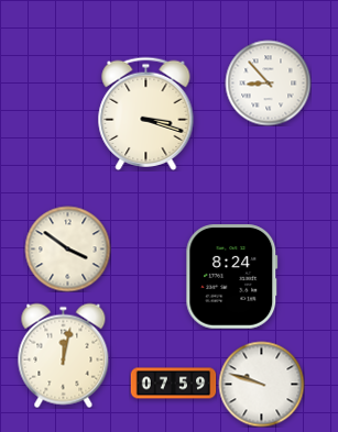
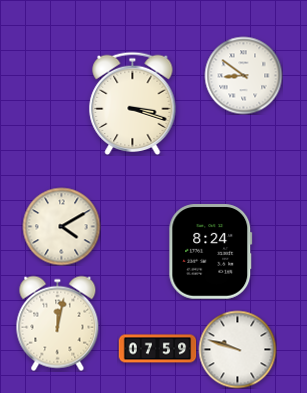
clock at (268, 82): 8:53 -> 8:51
clock at (67, 248): 3:51 -> 4:10
